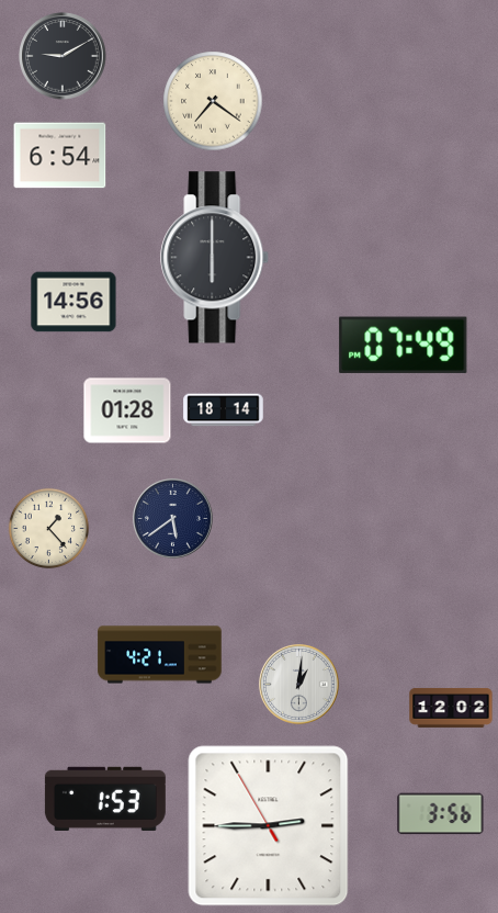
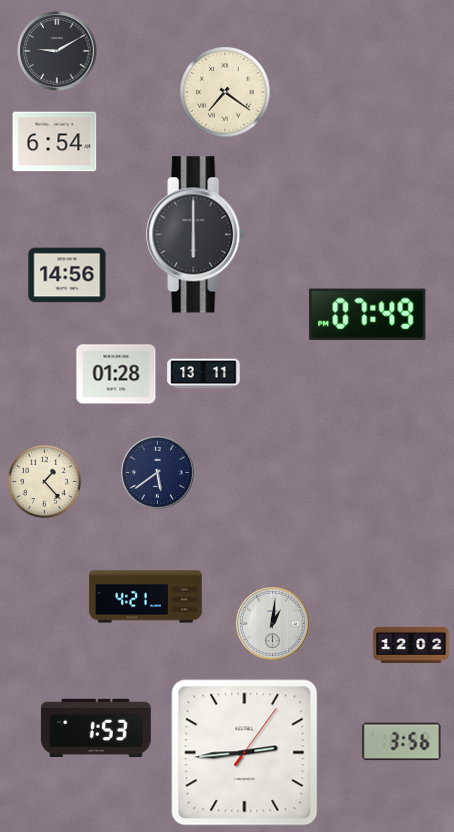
clock at (213, 101) position: (213, 101) -> (225, 92)
clock at (224, 410): 18:14 -> 13:11
clock at (269, 826): 2:44:55 -> 2:44:06
